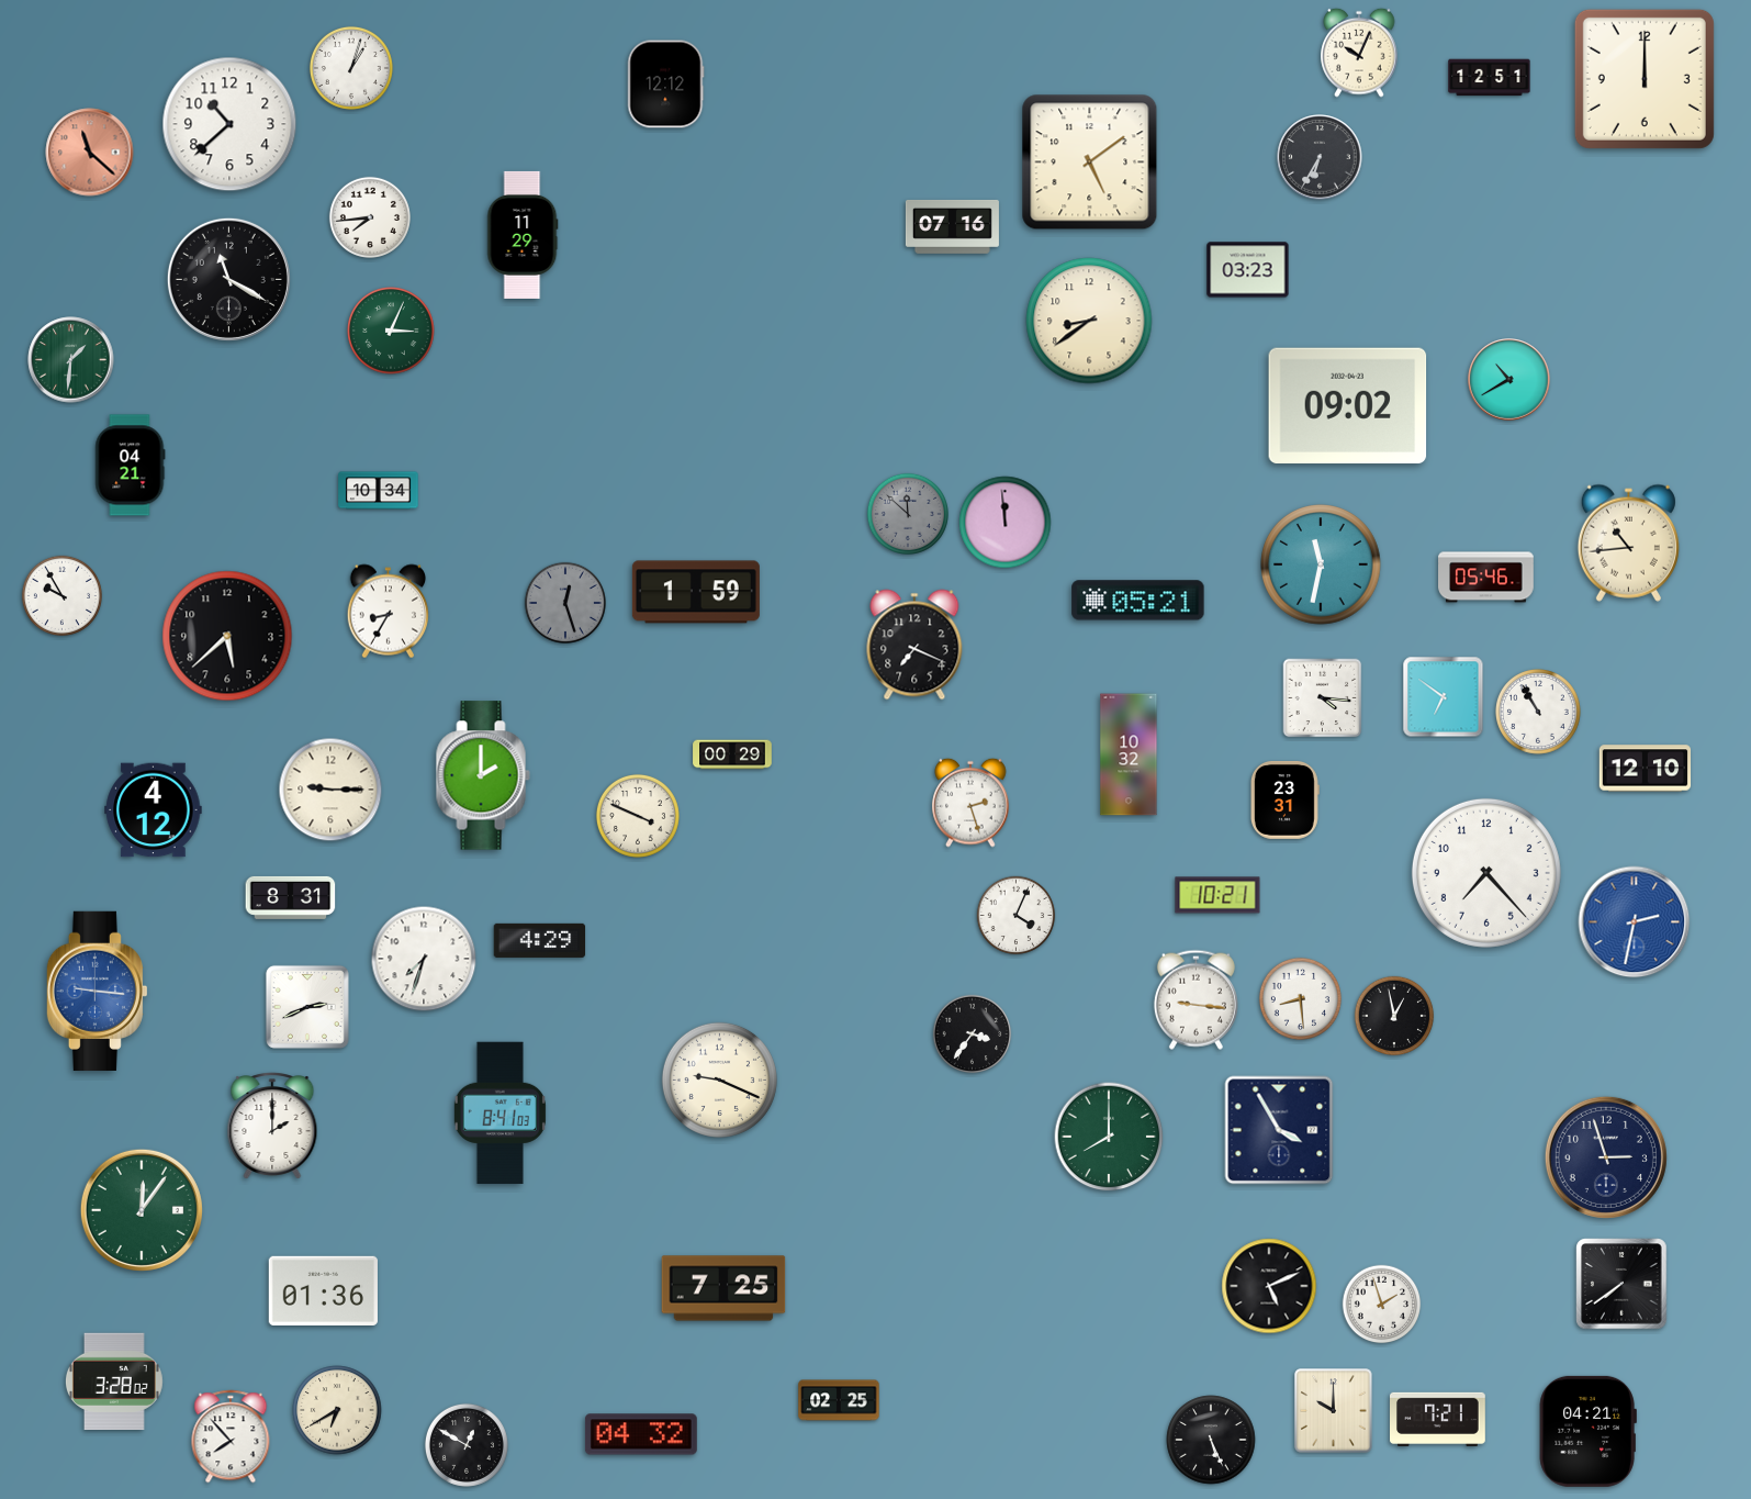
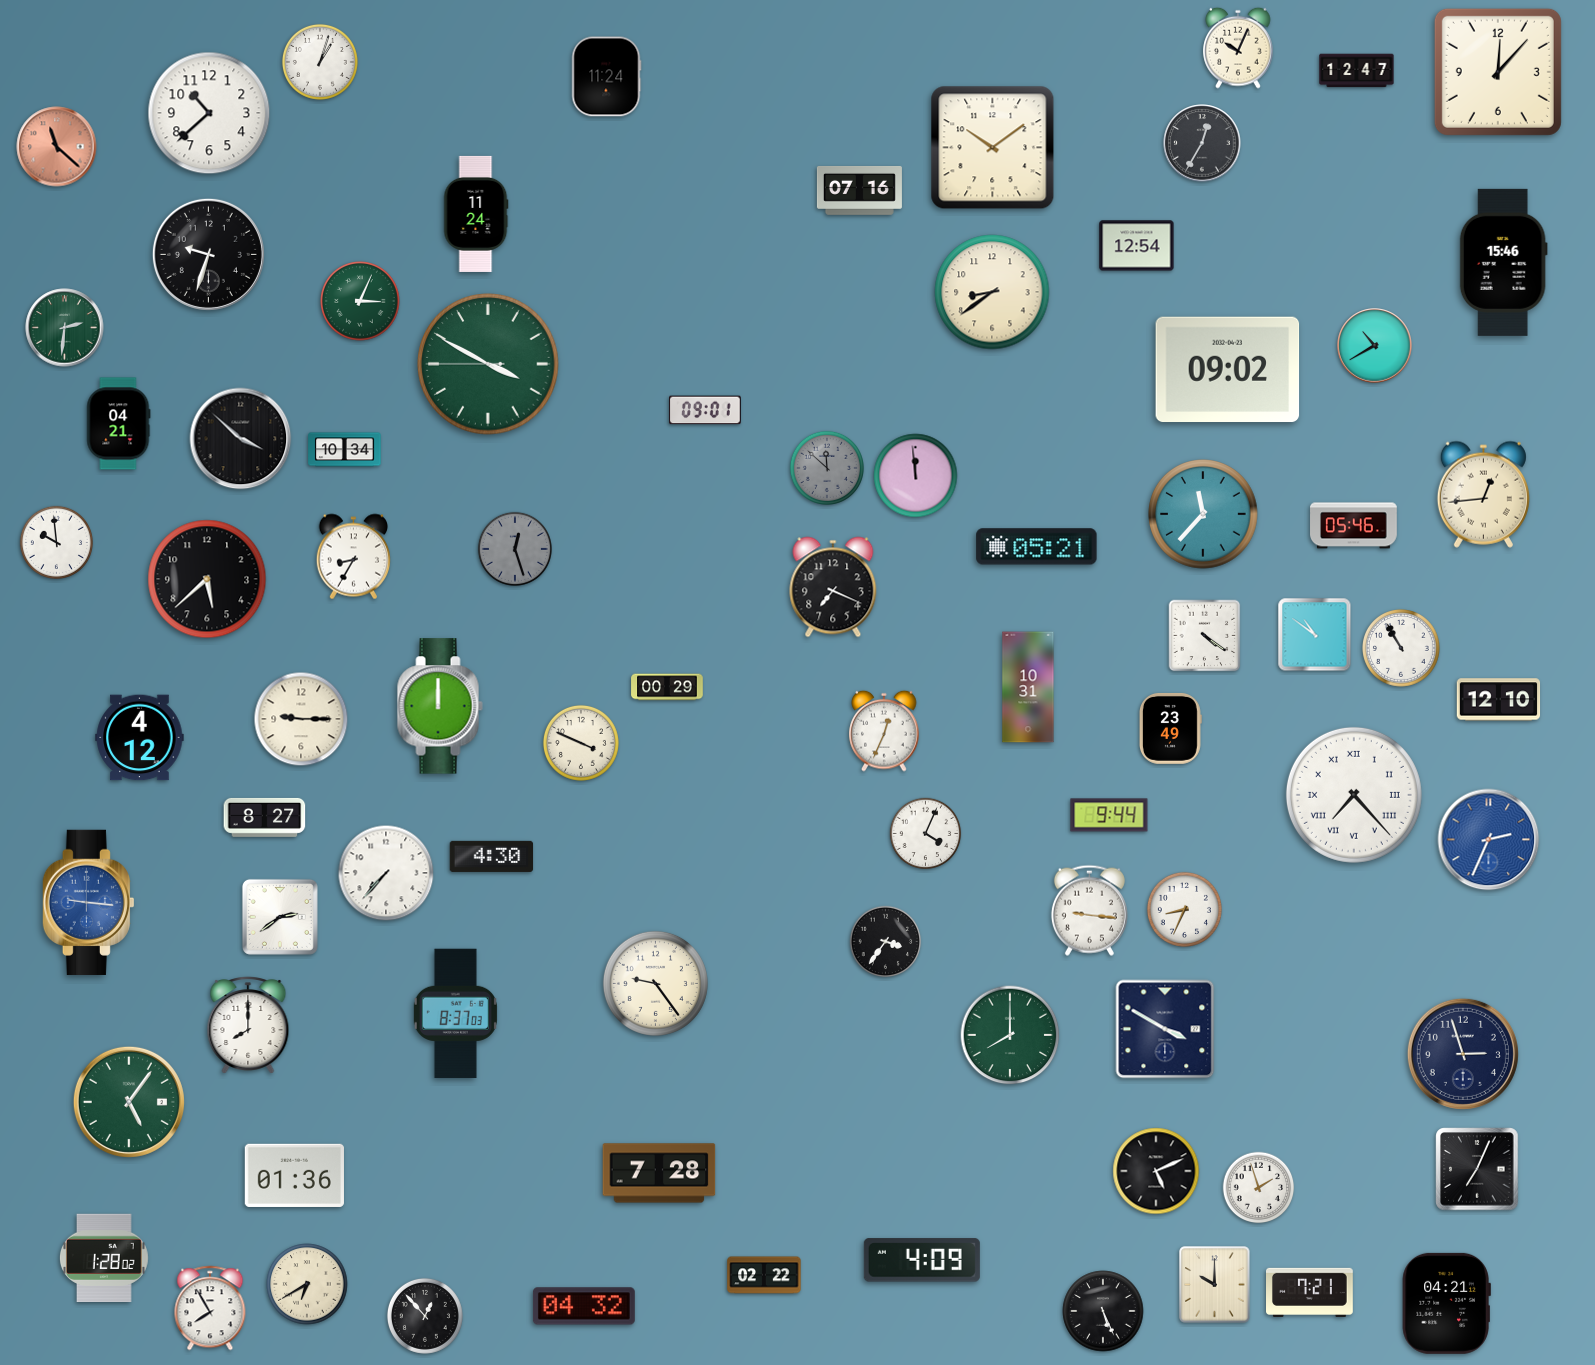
clock at (1490, 78): 12:51 -> 12:47
clock at (1645, 79): 12:00 -> 12:07
clock at (666, 85): 12:12 -> 11:24
clock at (90, 153) position: (90, 153) -> (57, 147)
clock at (1320, 157): 6:35 -> 12:35
clock at (1090, 163): 5:09 -> 10:09
clock at (370, 217): 7:44 -> none
clock at (952, 226) position: (952, 226) -> (859, 190)
clock at (523, 235): 11:29 -> 11:24
clock at (1248, 270): 03:23 -> 12:54
clock at (228, 279): 11:20 -> 9:33
clock at (1503, 262): none -> 15:46
clock at (391, 331) position: (391, 331) -> (360, 301)
clock at (71, 360): 1:31 -> 2:31
clock at (488, 364): none -> 3:49
clock at (705, 410): none -> 09:01
clock at (241, 439): none -> 3:52
clock at (379, 491) position: (379, 491) -> (345, 450)
clock at (1628, 542): 10:44 -> 12:44
clock at (1321, 564): 11:32 -> 11:37
clock at (696, 592): 1:59 -> none
clock at (61, 595): 9:55 -> 9:59
clock at (1444, 697): 6:51 -> 10:51
clock at (1323, 698): 4:16 -> 4:21
clock at (1129, 754): 10:32 -> 10:31
clock at (483, 775): 2:00 -> 12:00
clock at (1284, 799): 23:31 -> 23:49
clock at (970, 803): 2:27 -> 12:34
clock at (1486, 873) numerals: Arabic -> Roman
clock at (1217, 895): 10:21 -> 9:44
clock at (291, 897): 8:31 -> 8:27
clock at (1635, 922): 2:32 -> 2:34
clock at (540, 940): 4:29 -> 4:30
clock at (424, 959): 7:33 -> 7:37
clock at (1300, 998): 8:29 -> 8:34
clock at (307, 1007): 2:41 -> 2:39
clock at (1394, 1016): 12:58 -> none
clock at (719, 1079): 9:19 -> 9:24
clock at (500, 1114): 8:41 -> 8:37
clock at (272, 1127): 2:00 -> 8:00
clock at (1279, 1130): 3:55 -> 3:50
clock at (142, 1210): 12:06 -> 5:06
clock at (1621, 1284): 7:39 -> 7:04
clock at (723, 1288): 7:25 -> 7:28
clock at (114, 1380): 3:28 -> 1:28
clock at (922, 1260): none -> 4:09
clock at (839, 1400): 02:25 -> 02:22
clock at (231, 1436): 7:53 -> 7:55
clock at (467, 1445): 12:50 -> 12:53
